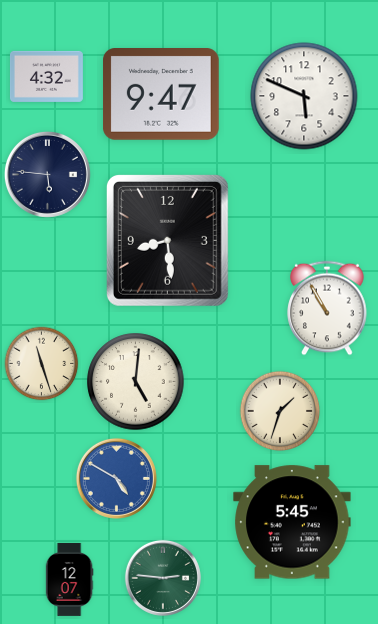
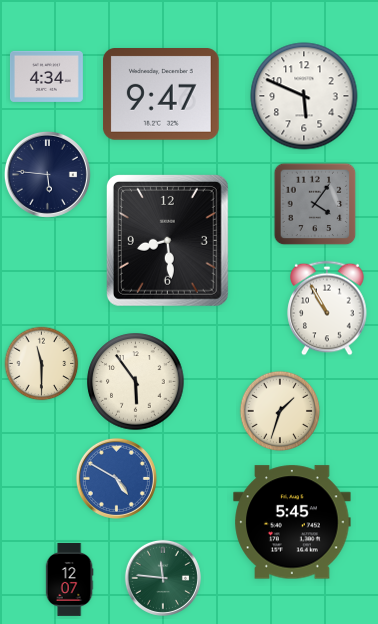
clock at (46, 76): 4:32 -> 4:34
clock at (315, 204): none -> 4:06
clock at (42, 364): 11:27 -> 11:30
clock at (136, 382): 5:01 -> 5:54
clock at (163, 578): 2:46 -> 11:46
